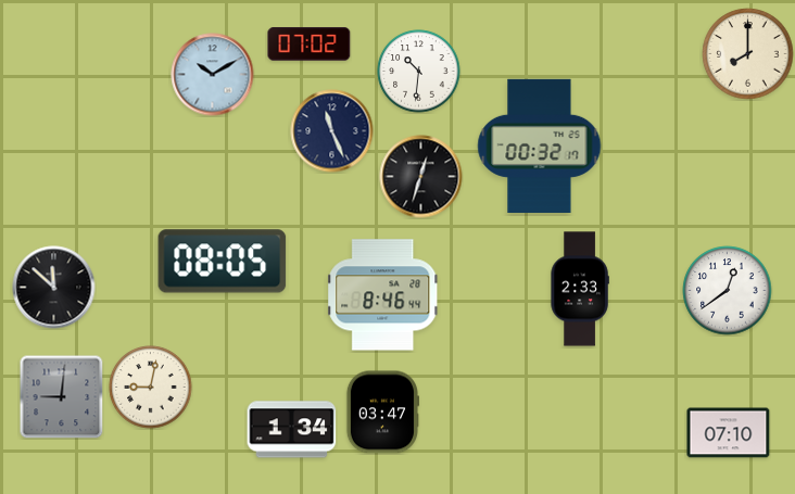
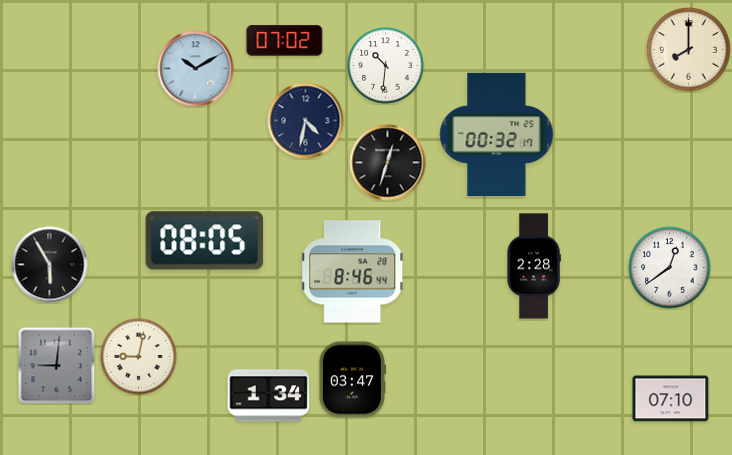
clock at (332, 131): 11:26 -> 4:32
clock at (54, 288): 11:52 -> 5:55
clock at (580, 289): 2:33 -> 2:28
